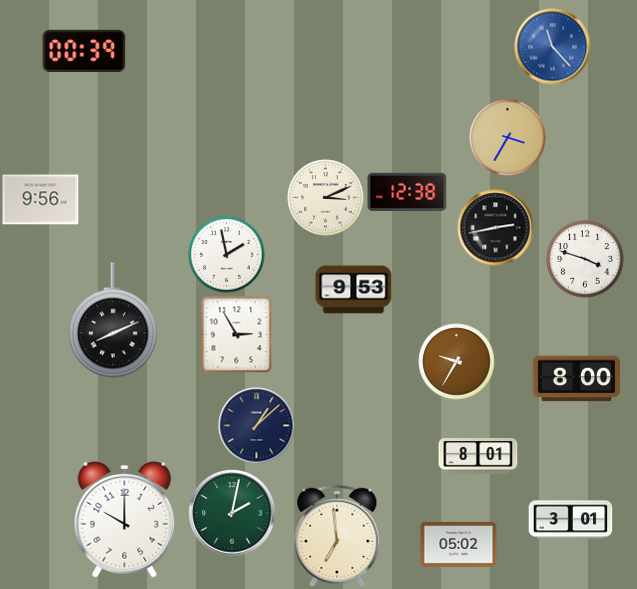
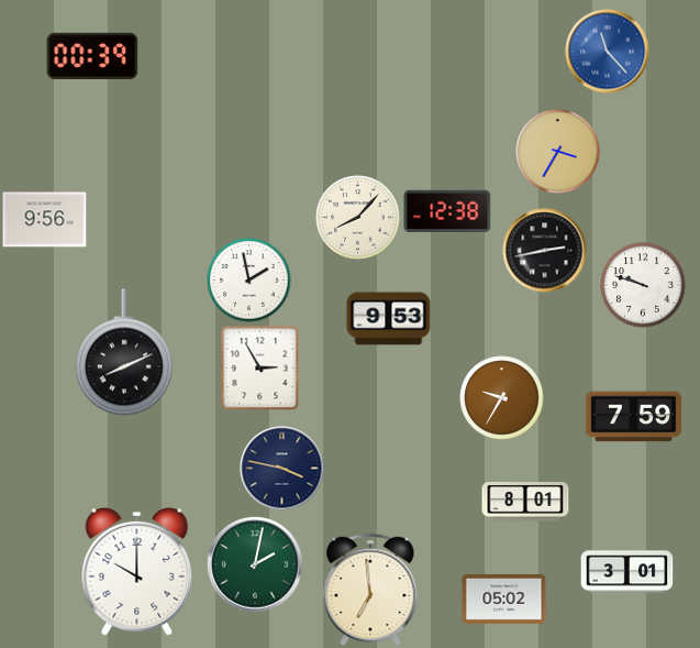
clock at (326, 198): 3:11 -> 8:07
clock at (585, 259): 3:48 -> 9:48
clock at (577, 379): 8:00 -> 7:59
clock at (257, 426): 1:08 -> 3:47
